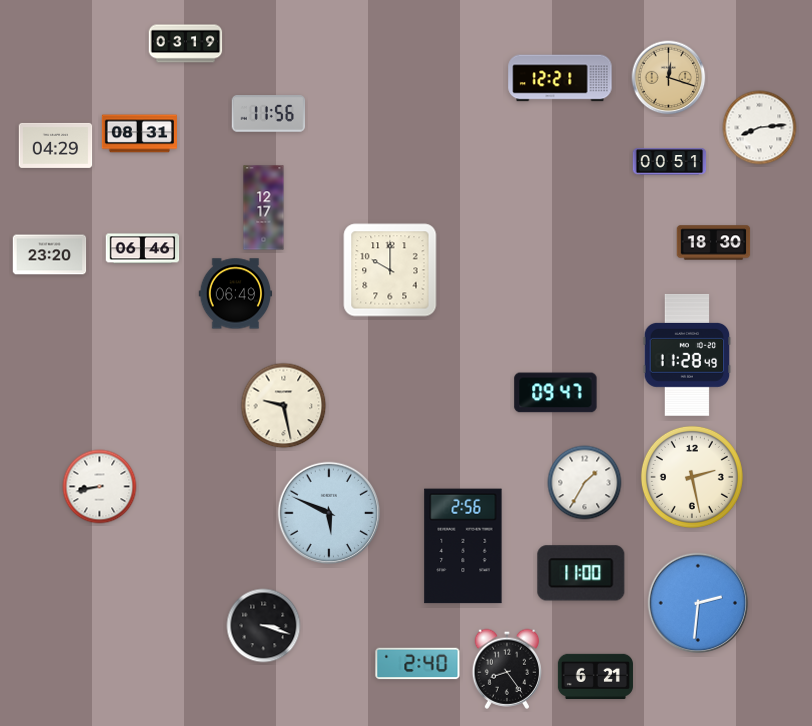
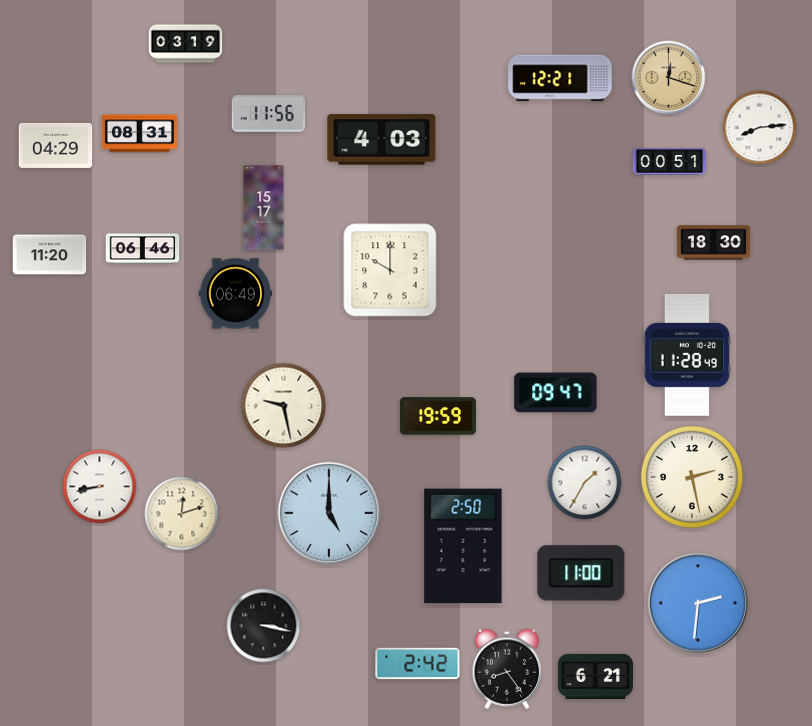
clock at (382, 140): none -> 4:03
clock at (264, 208): 12:17 -> 15:17
clock at (50, 255): 23:20 -> 11:20
clock at (438, 416): none -> 19:59
clock at (329, 513): 5:49 -> 5:00
clock at (182, 514): none -> 12:12
clock at (463, 546): 2:56 -> 2:50
clock at (264, 626): 3:18 -> 3:17
clock at (418, 664): 2:40 -> 2:42
